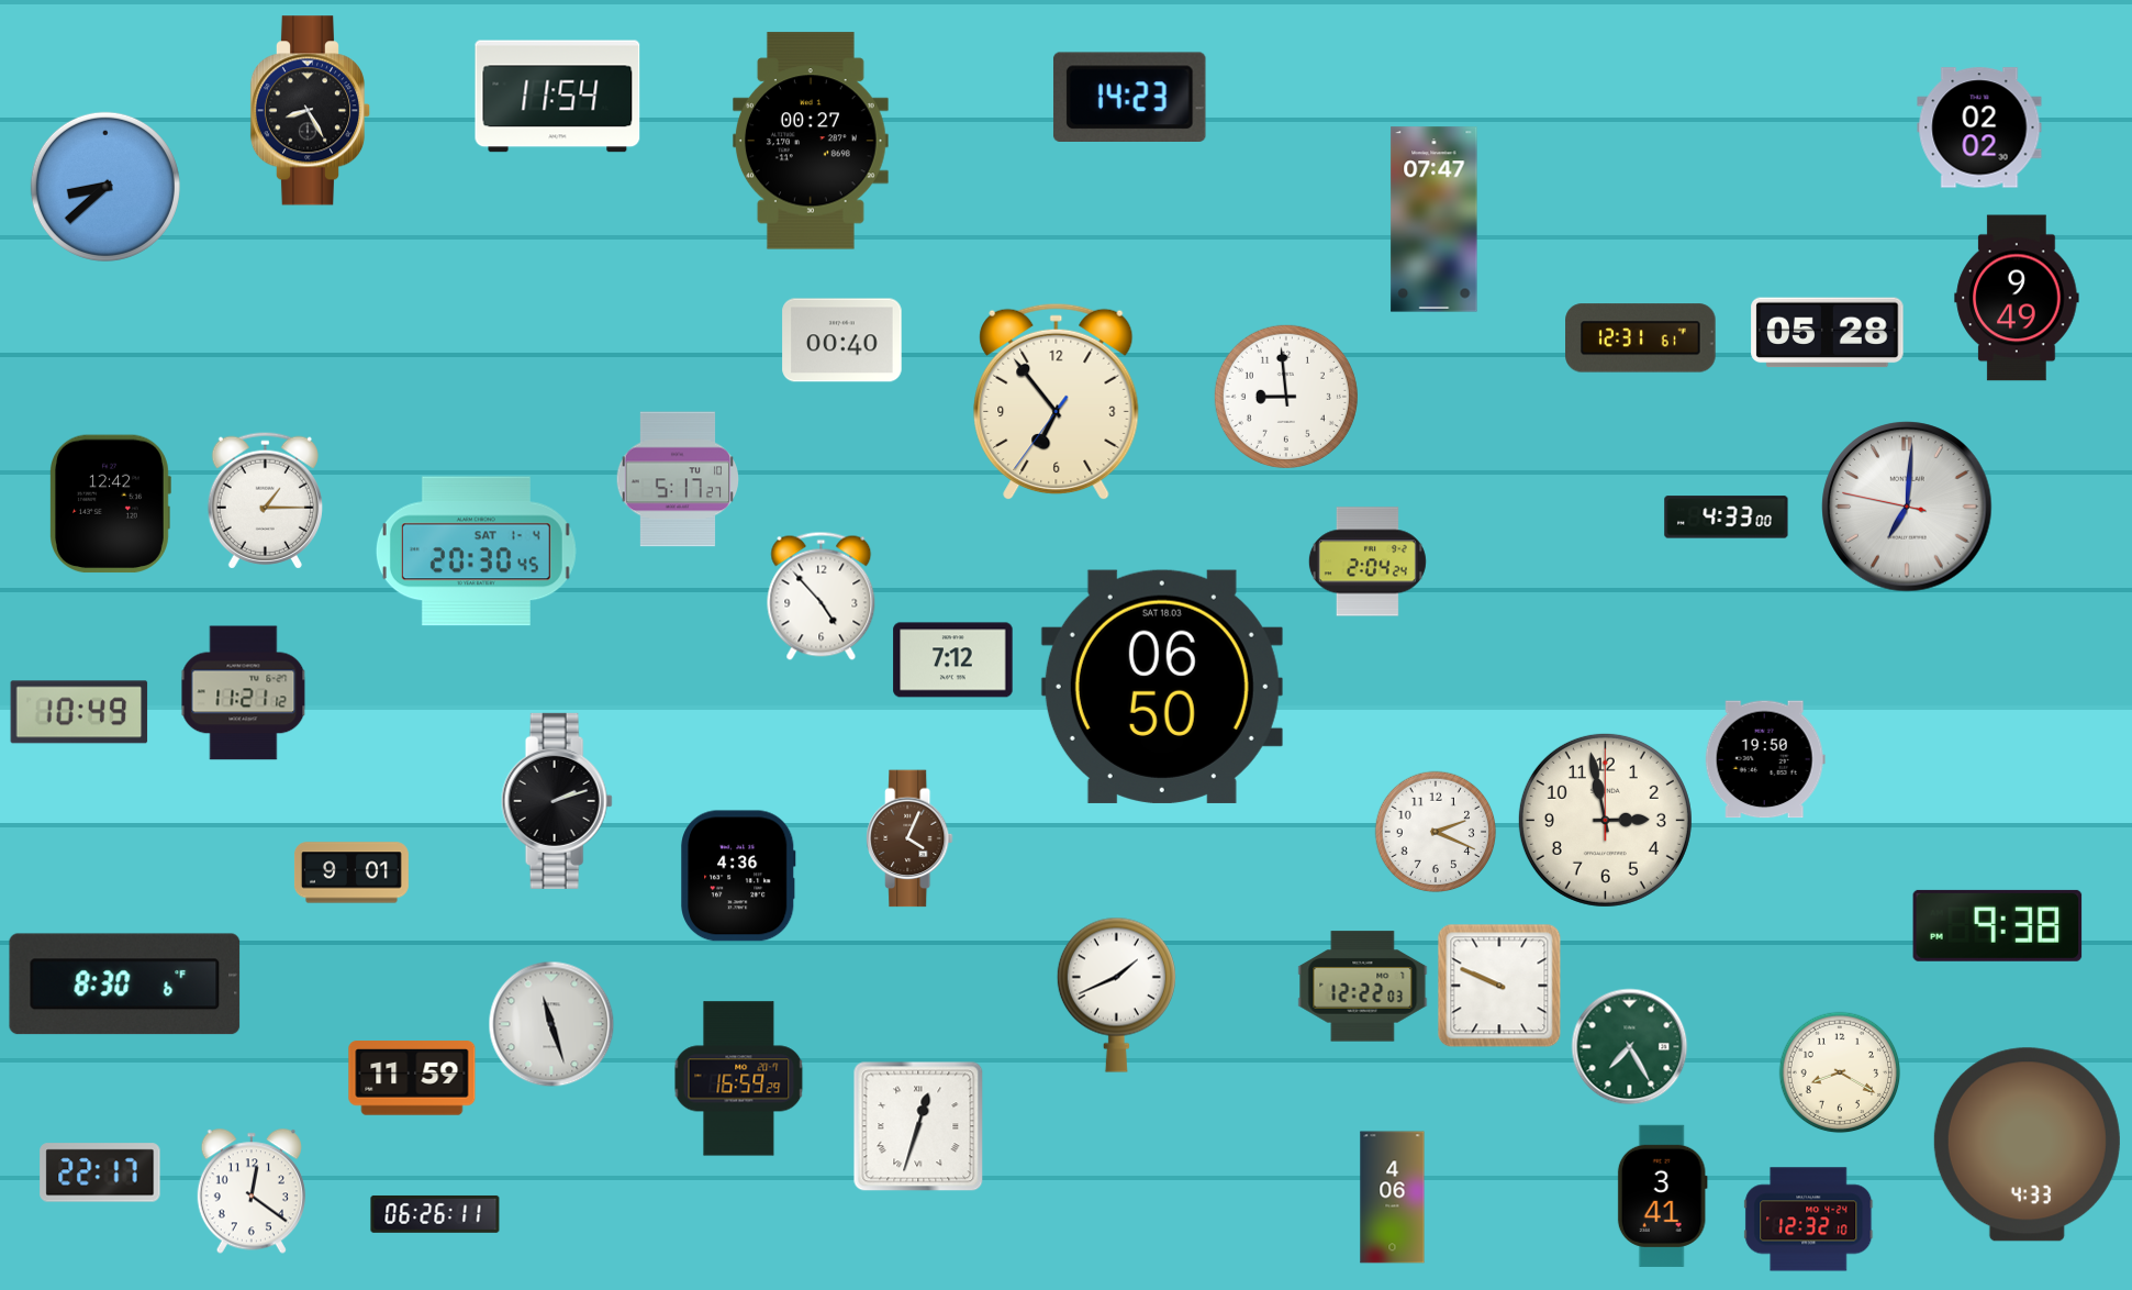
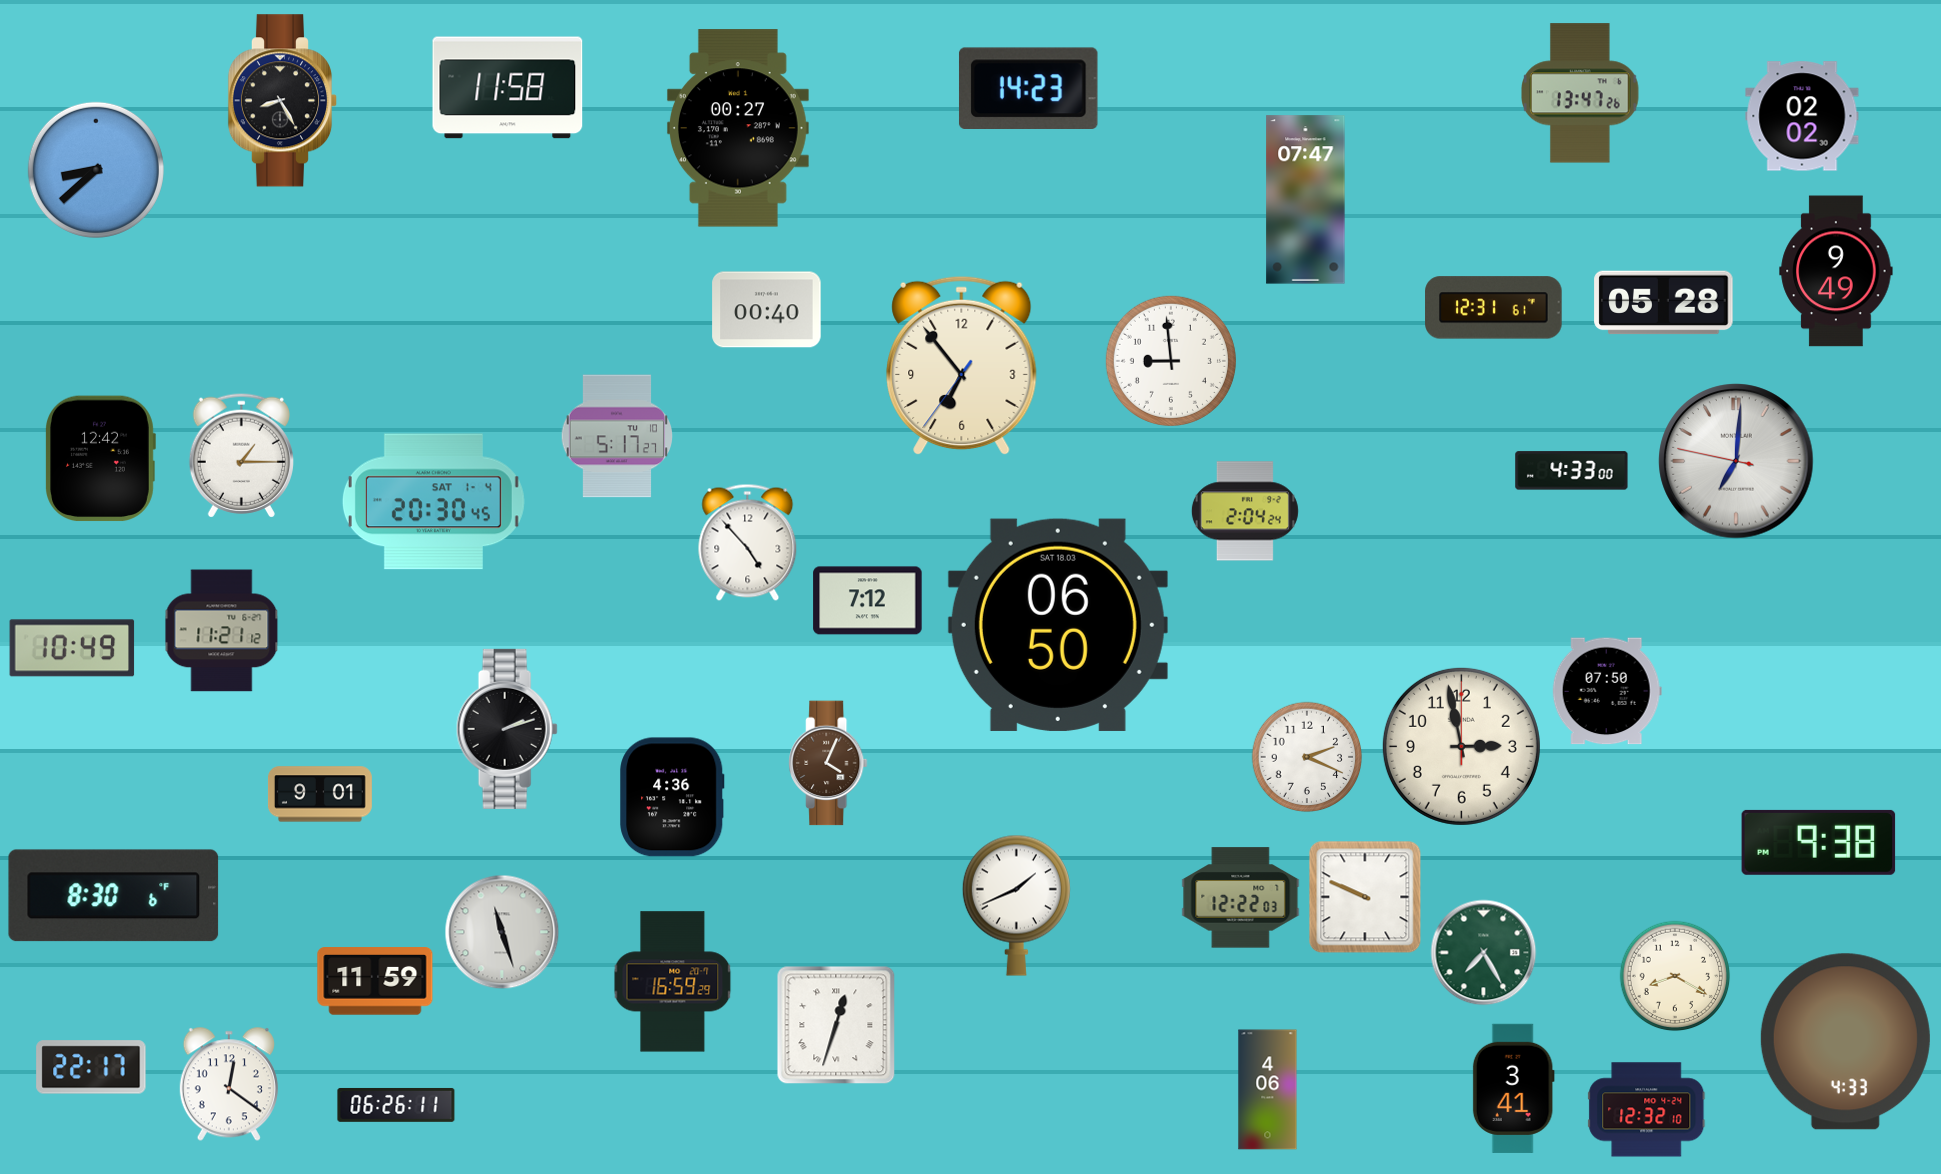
clock at (558, 97): 11:54 -> 11:58
clock at (1581, 93): none -> 13:47
clock at (1765, 759): 19:50 -> 07:50
